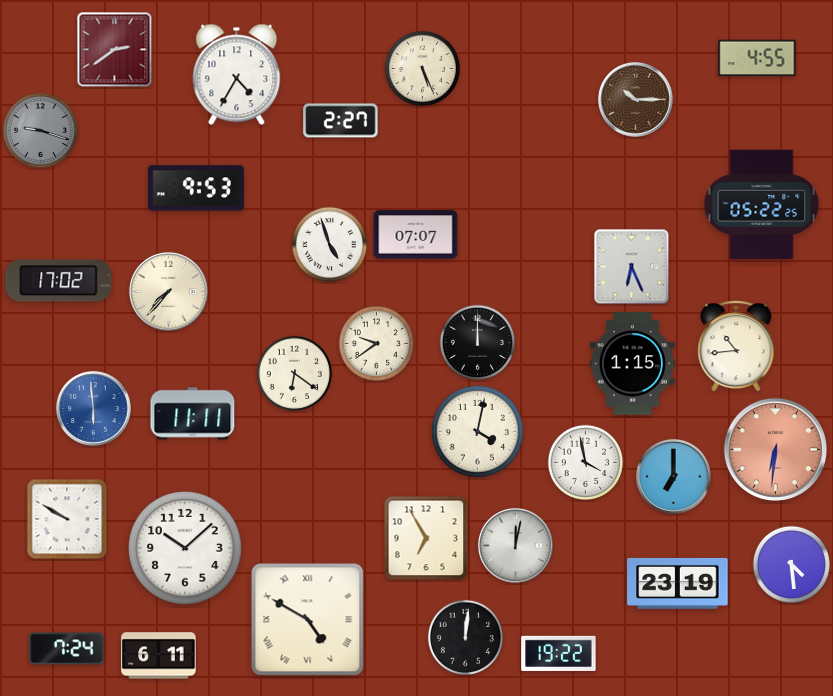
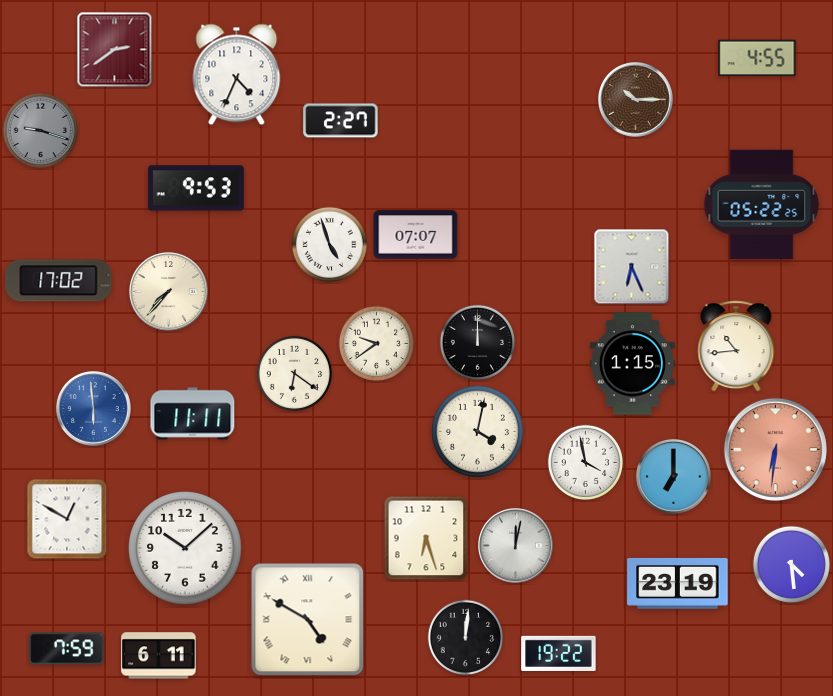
clock at (422, 68): 5:26 -> none
clock at (237, 75): 4:35 -> 4:34
clock at (67, 519): 9:50 -> 12:50
clock at (426, 538): 6:55 -> 6:27
clock at (67, 649): 7:24 -> 7:59
